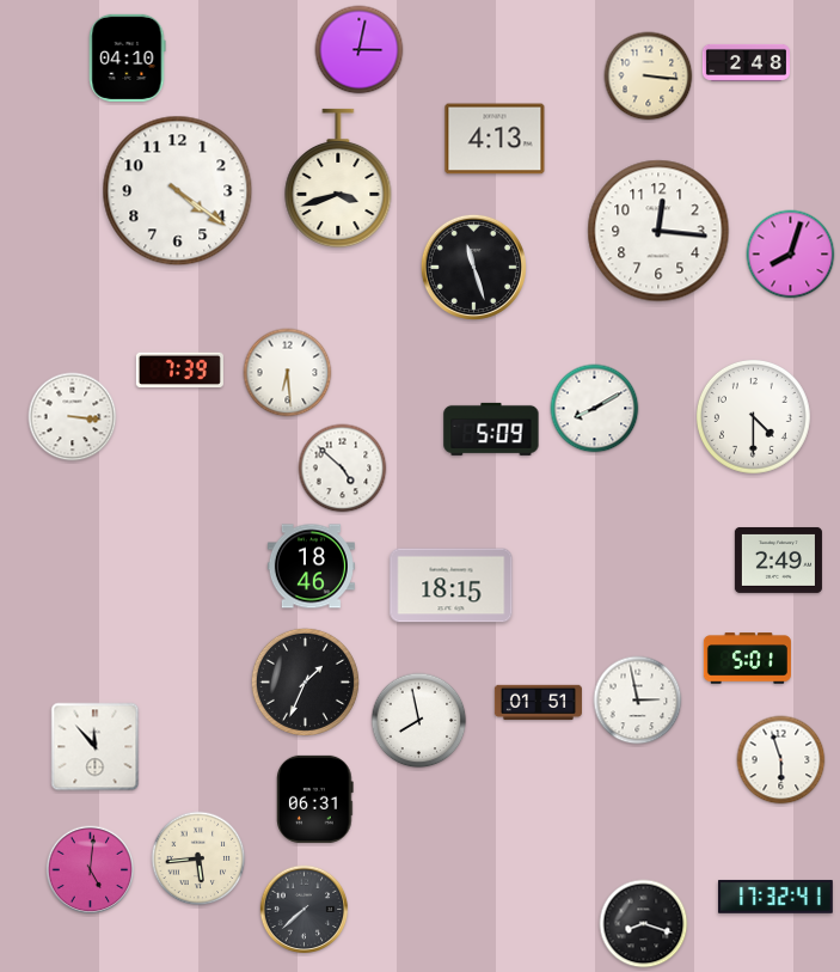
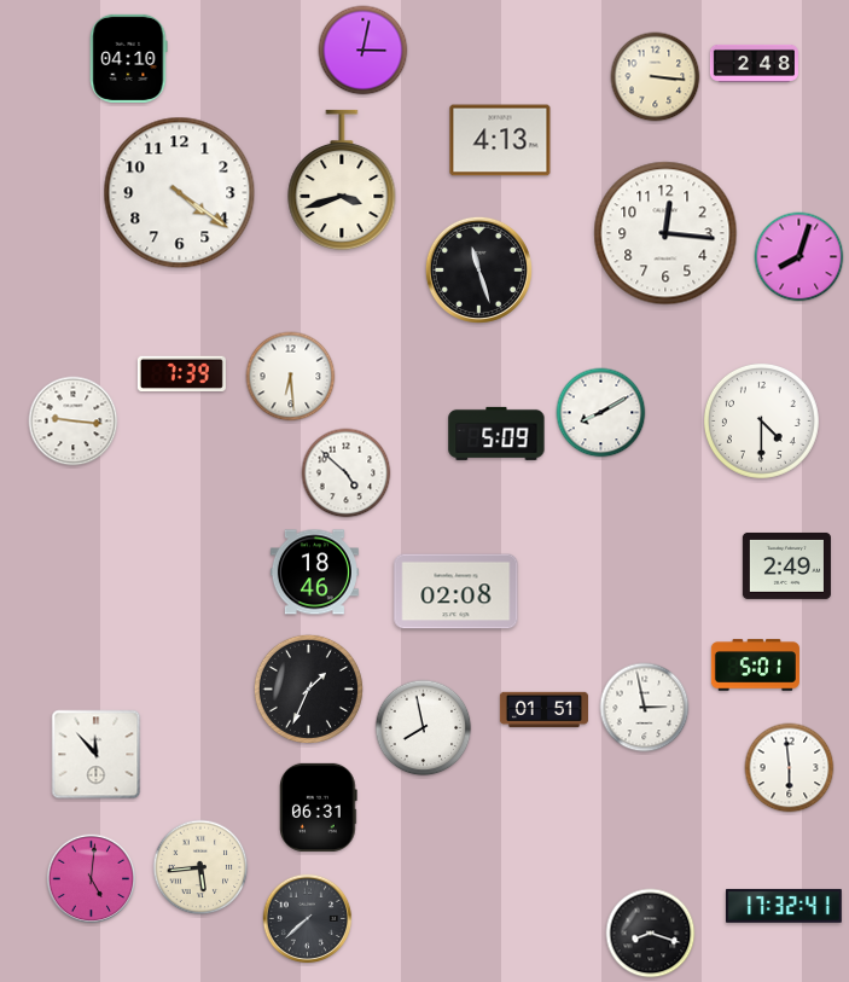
clock at (73, 417): 3:16 -> 9:16
clock at (452, 586): 18:15 -> 02:08
clock at (781, 760): 5:57 -> 5:59
